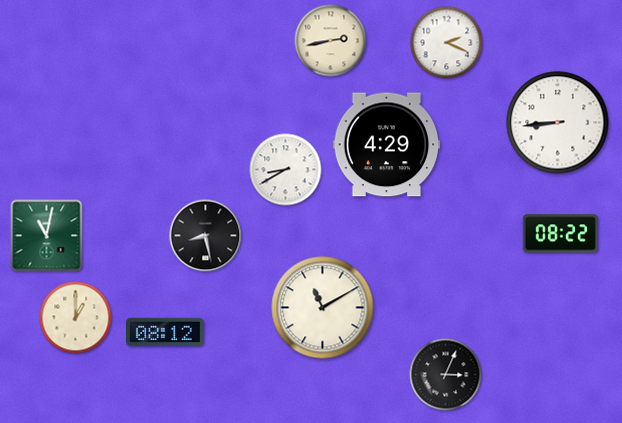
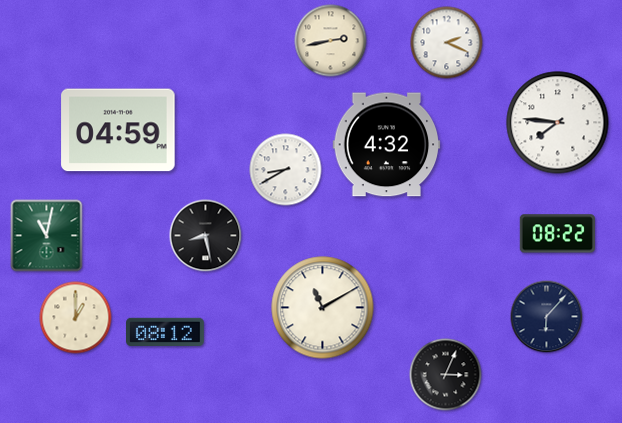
clock at (558, 123): 8:44 -> 7:46
clock at (118, 130): none -> 04:59
clock at (387, 145): 4:29 -> 4:32
clock at (560, 234) position: (560, 234) -> (557, 234)
clock at (547, 317): none -> 6:07
